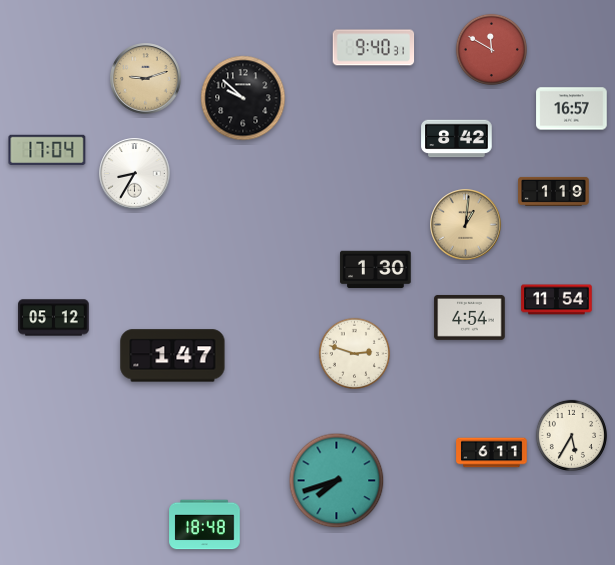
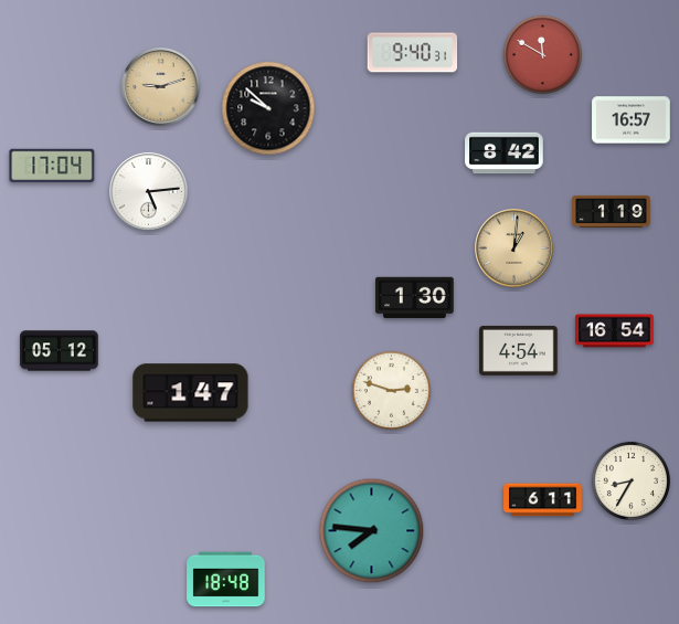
clock at (135, 174): 8:35 -> 5:14
clock at (557, 300): 11:54 -> 16:54
clock at (571, 435): 5:35 -> 8:35
clock at (337, 481): 7:42 -> 7:46
